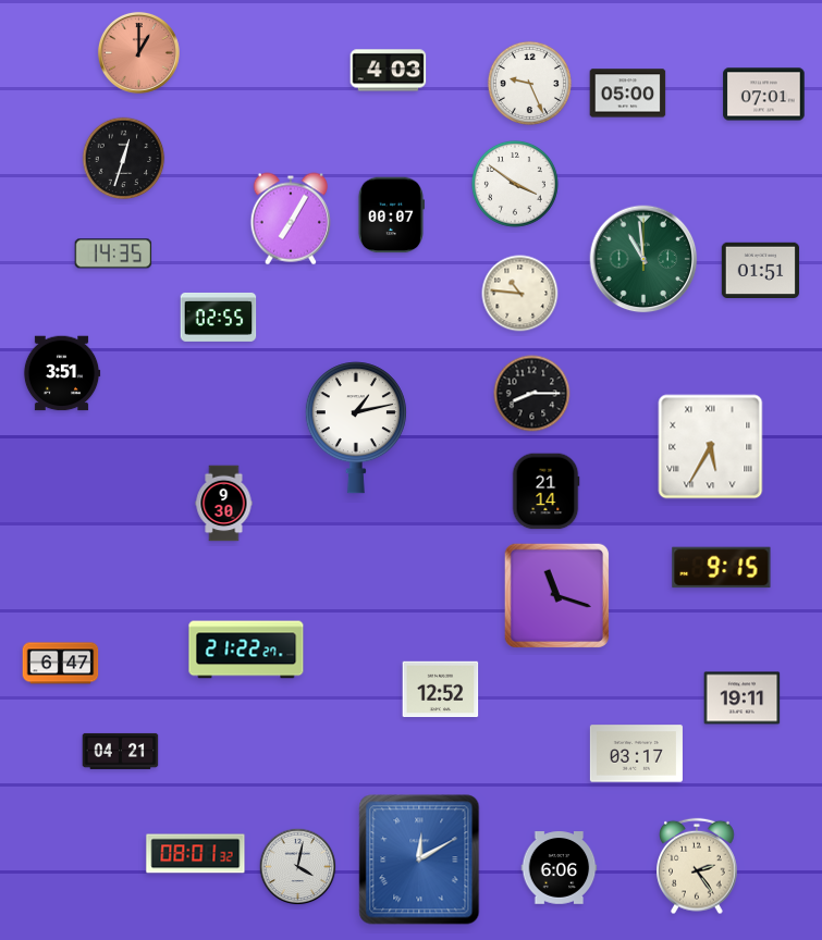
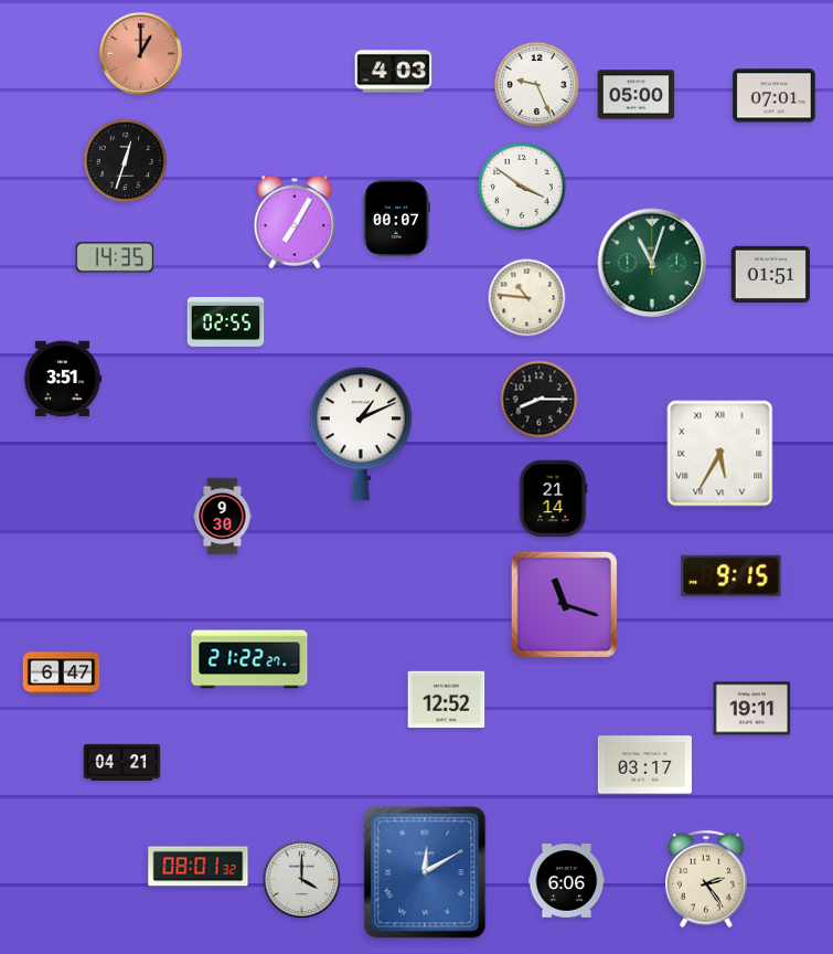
clock at (643, 259): 10:59 -> 11:03
clock at (219, 317) position: (219, 317) -> (226, 321)
clock at (356, 428): 1:13 -> 1:11
clock at (224, 504) position: (224, 504) -> (223, 517)
clock at (298, 867): 4:02 -> 4:00
